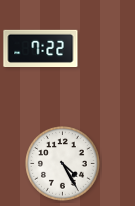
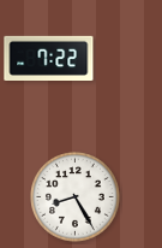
clock at (63, 164): 4:25 -> 8:25
